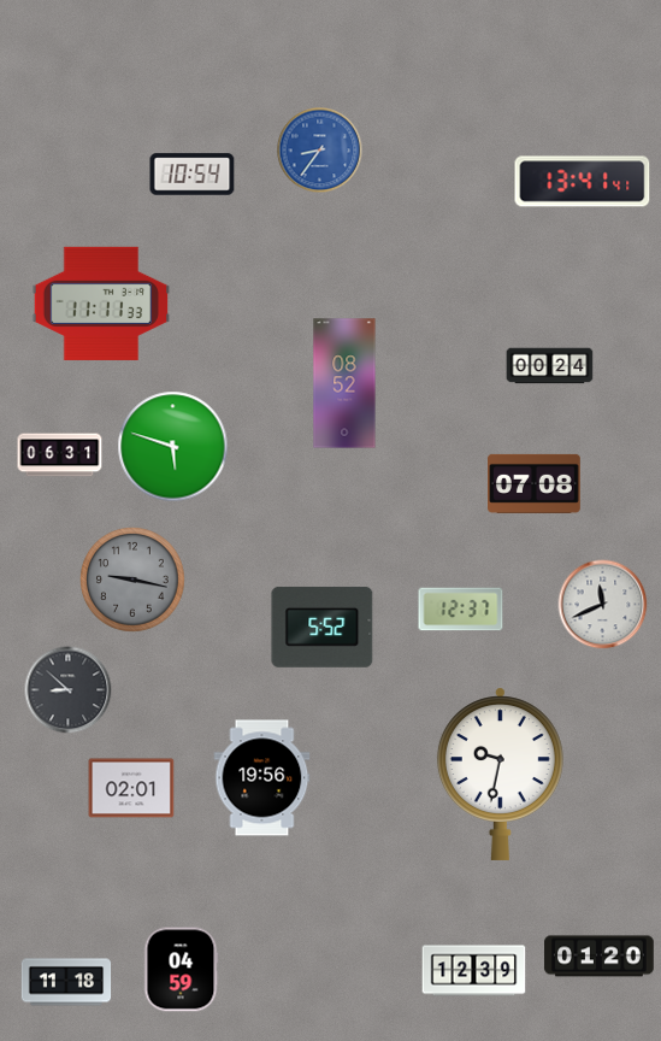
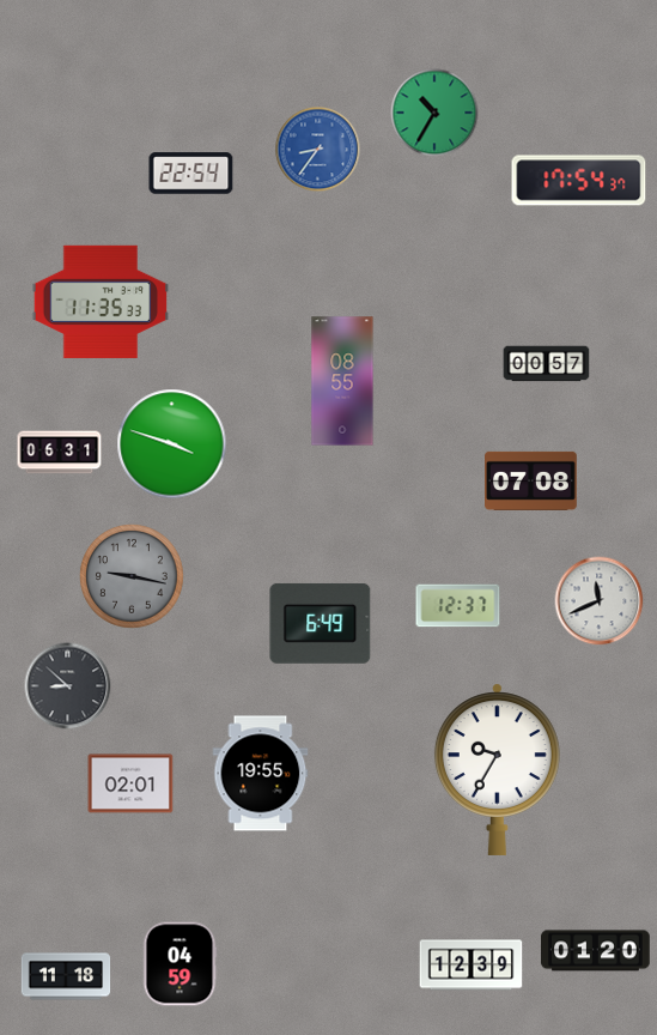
clock at (434, 113): none -> 10:35
clock at (193, 175): 10:54 -> 22:54
clock at (583, 182): 13:41 -> 17:54
clock at (101, 304): 11:11 -> 11:35
clock at (550, 366): 00:24 -> 00:57
clock at (344, 383): 08:52 -> 08:55
clock at (173, 447): 5:48 -> 3:48
clock at (323, 627): 5:52 -> 6:49
clock at (500, 774): 9:32 -> 9:35
clock at (262, 778): 19:56 -> 19:55
